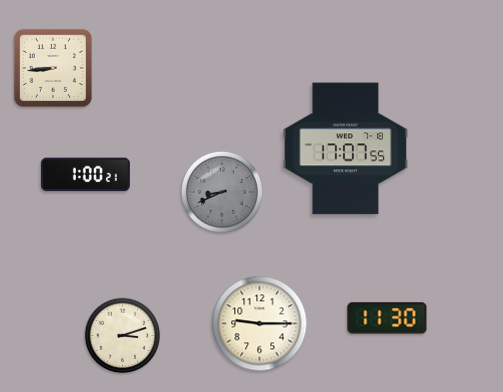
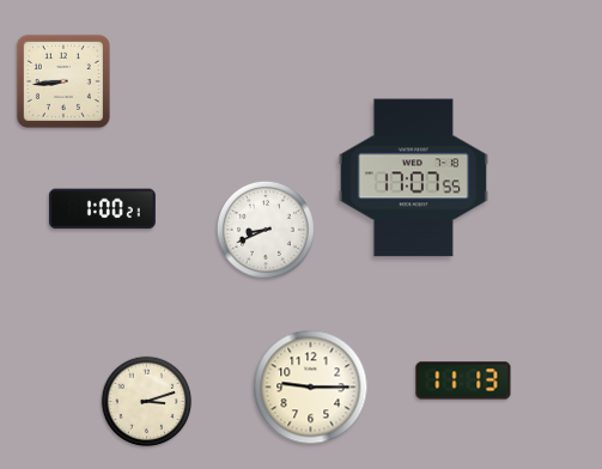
clock at (222, 192) dial: grey -> white
clock at (387, 318): 11:30 -> 11:13
